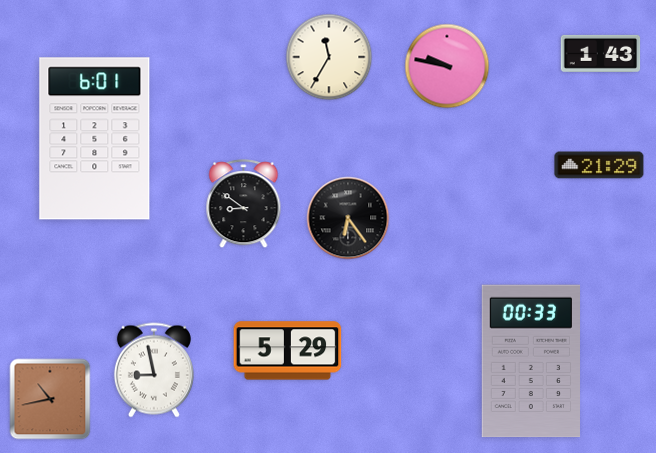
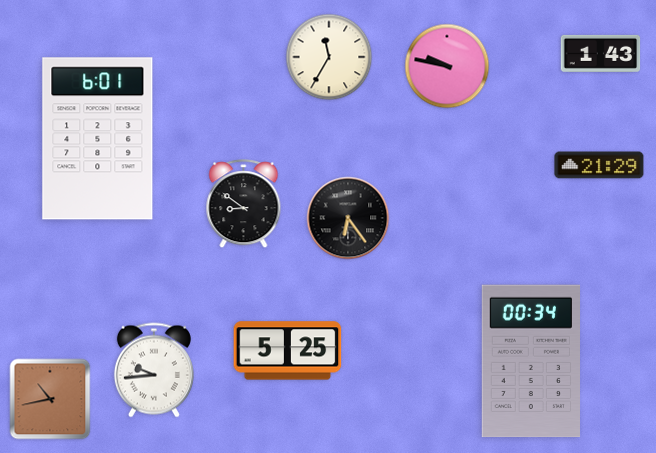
clock at (95, 139) position: (95, 139) -> (98, 139)
clock at (288, 351): 5:29 -> 5:25
clock at (530, 361): 00:33 -> 00:34
clock at (154, 370): 8:58 -> 9:44
